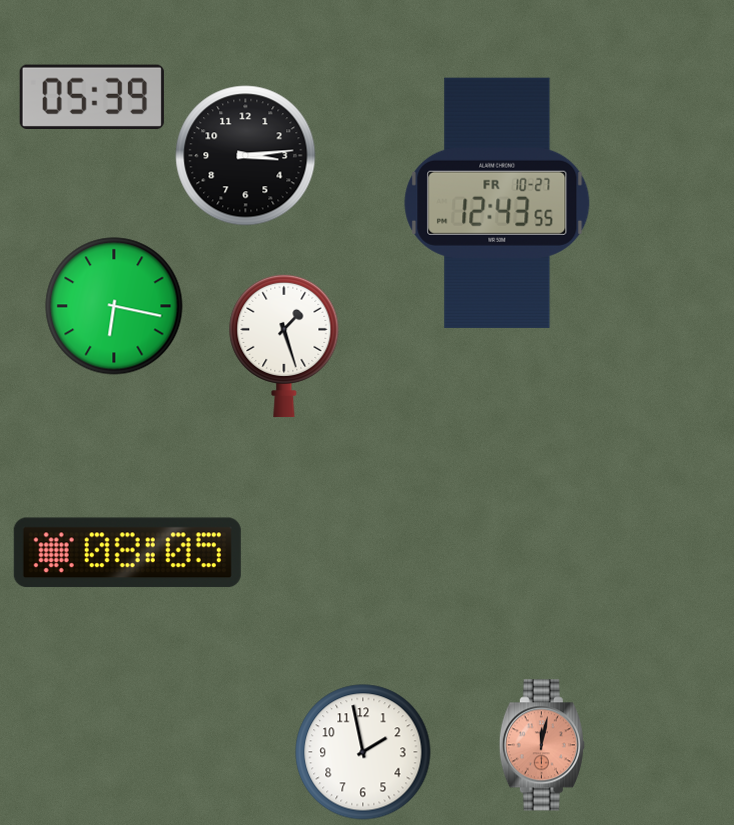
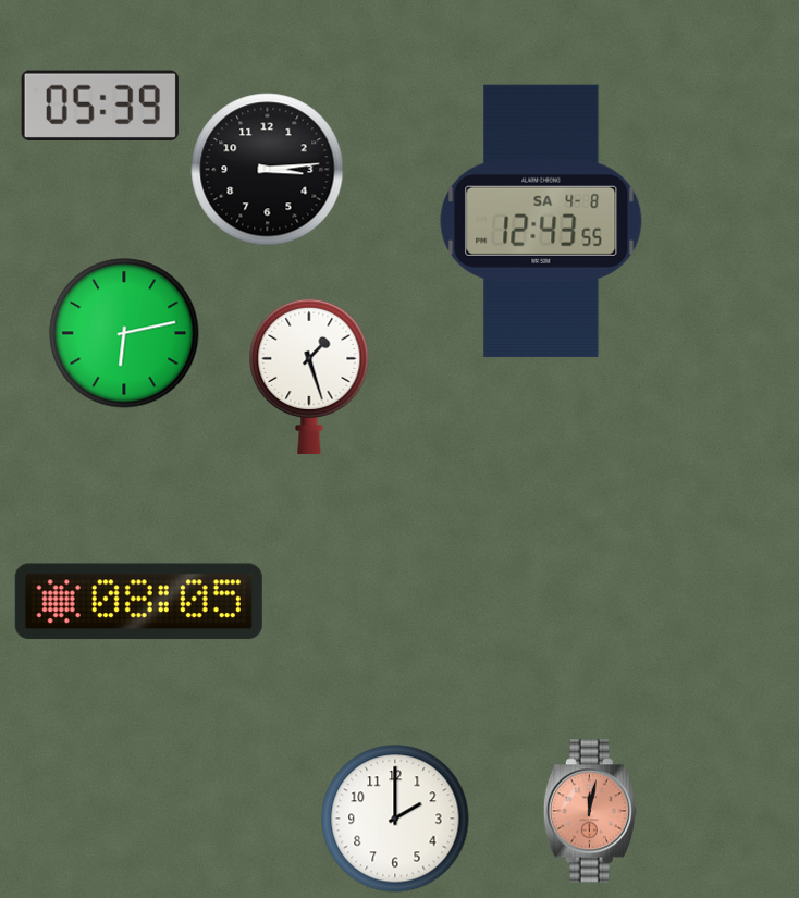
clock at (497, 203) date: FR 10-27 -> SA 4-8
clock at (114, 306): 6:17 -> 6:13
clock at (363, 752): 1:58 -> 2:00
